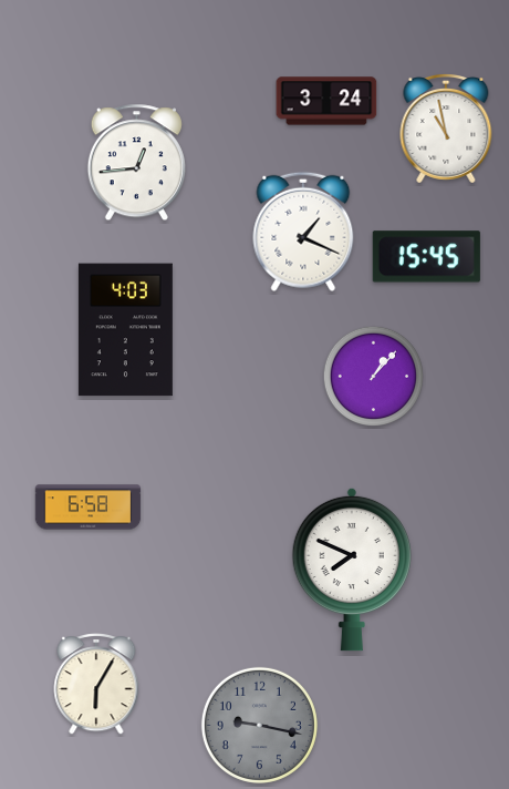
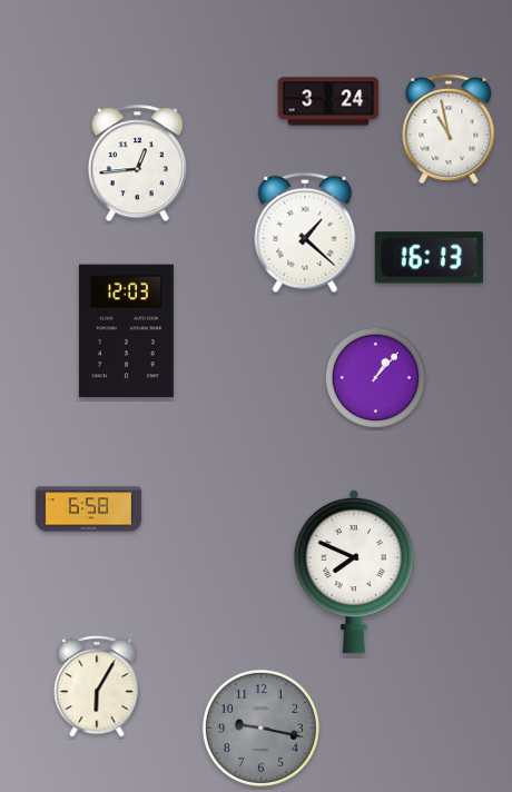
clock at (303, 232): 1:19 -> 1:22
clock at (426, 257): 15:45 -> 16:13
clock at (125, 330): 4:03 -> 12:03
